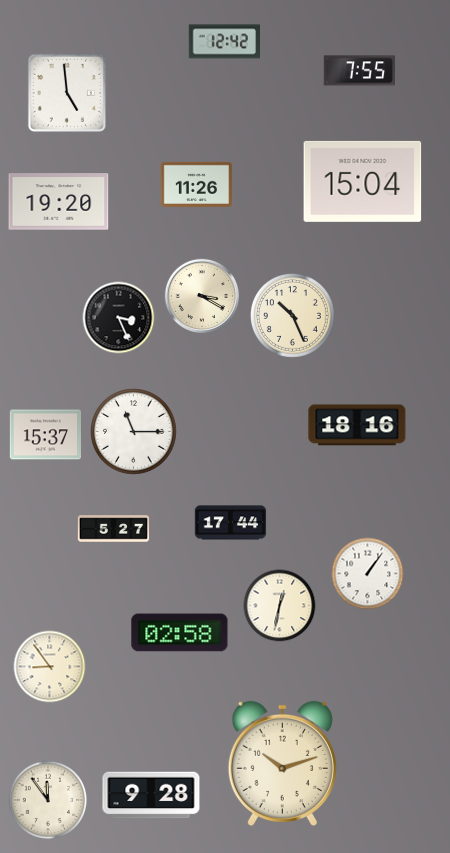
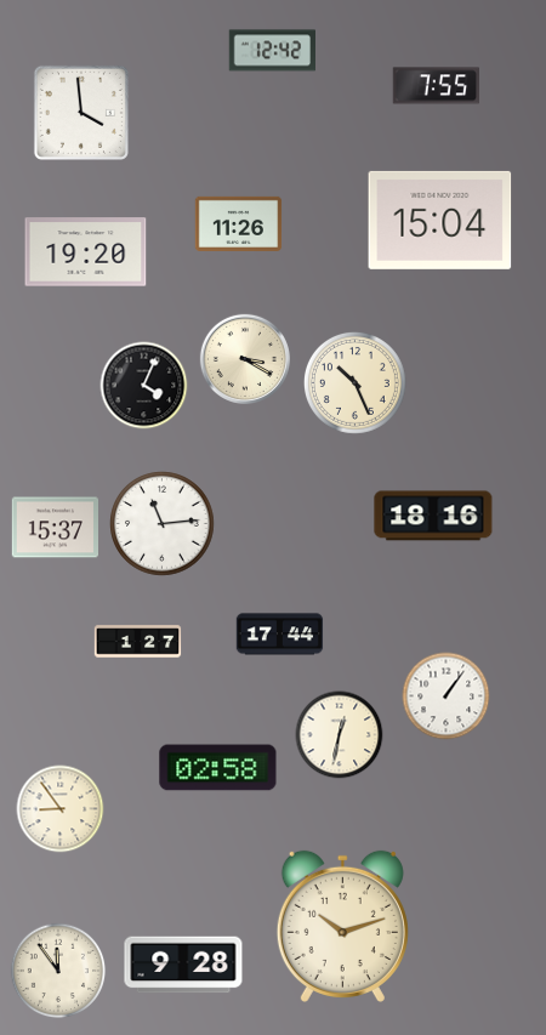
clock at (67, 93): 4:59 -> 3:59
clock at (59, 202) position: (59, 202) -> (86, 252)
clock at (119, 318): 3:26 -> 4:04
clock at (134, 432): 11:15 -> 11:14
clock at (114, 529): 5:27 -> 1:27
